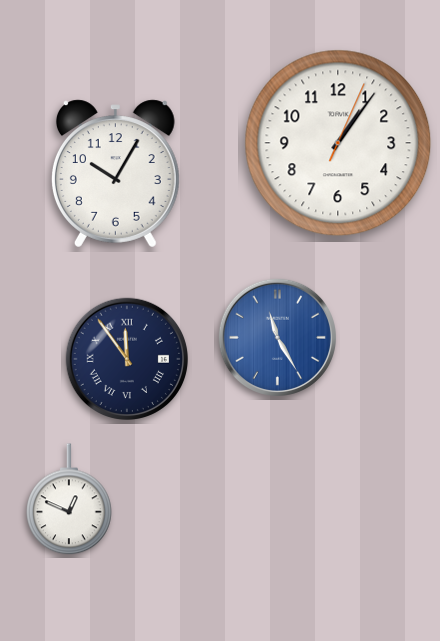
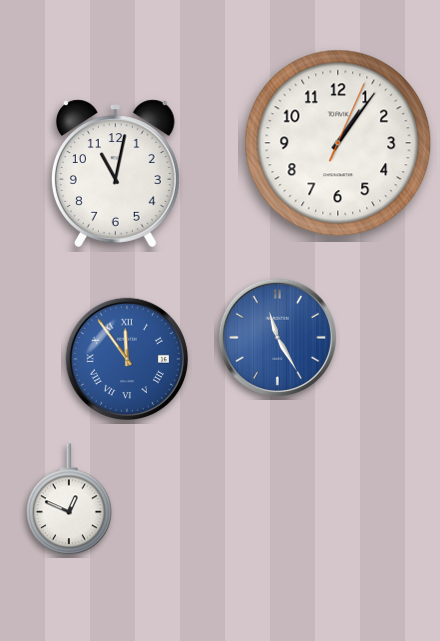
clock at (115, 174): 10:05 -> 11:02
clock at (126, 358) dial: navy -> blue
